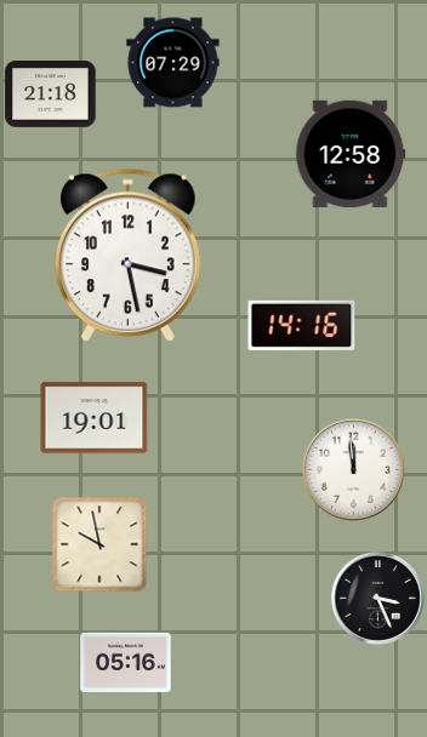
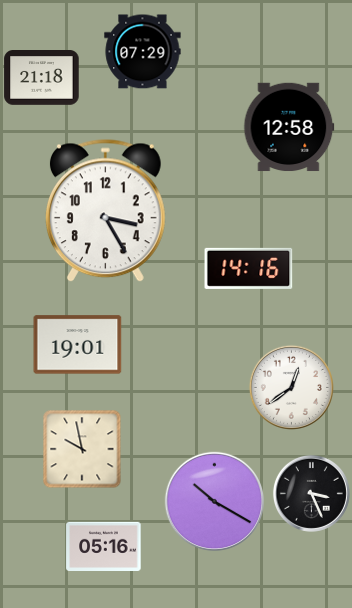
clock at (127, 256): 3:28 -> 3:25
clock at (353, 469): 11:59 -> 12:39
clock at (215, 502): none -> 10:20
